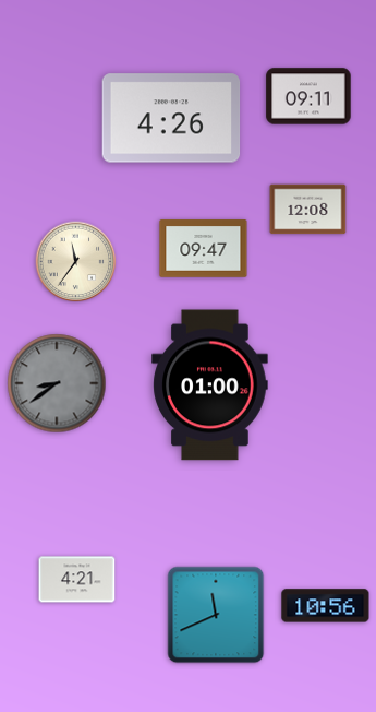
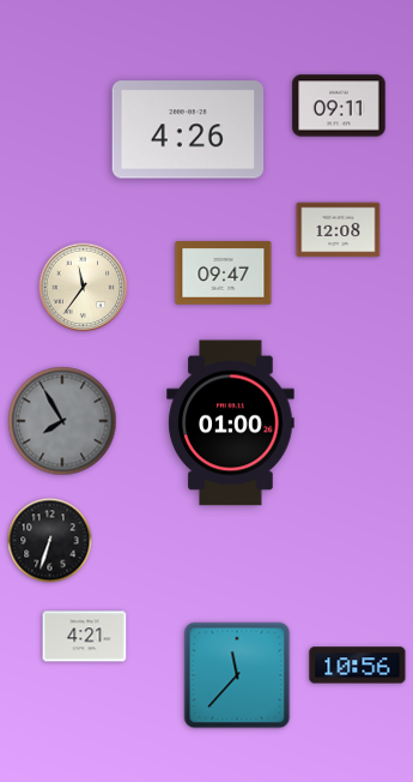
clock at (57, 383): 8:39 -> 7:55
clock at (50, 541): none -> 6:33
clock at (216, 615): 11:41 -> 11:37
